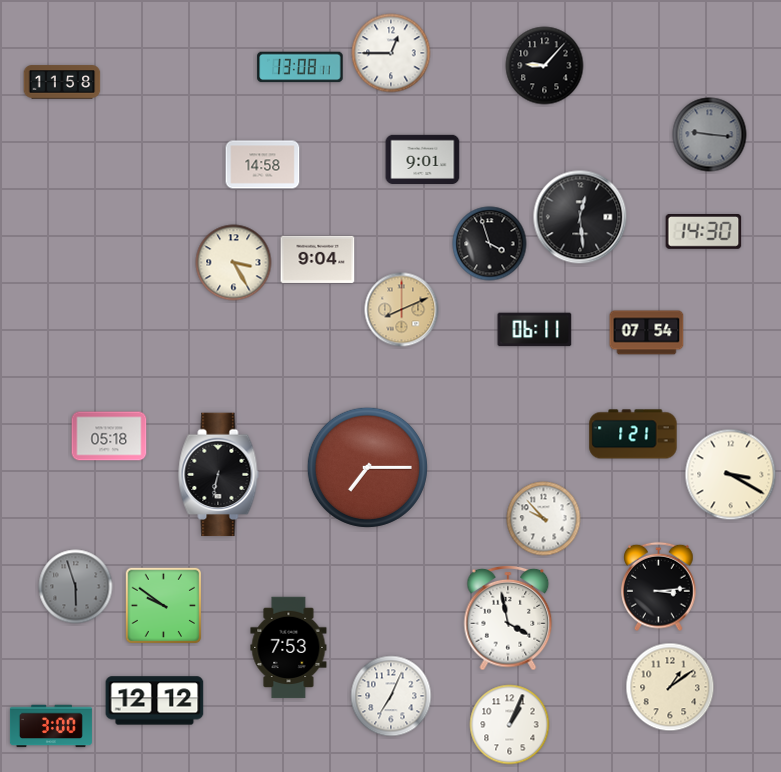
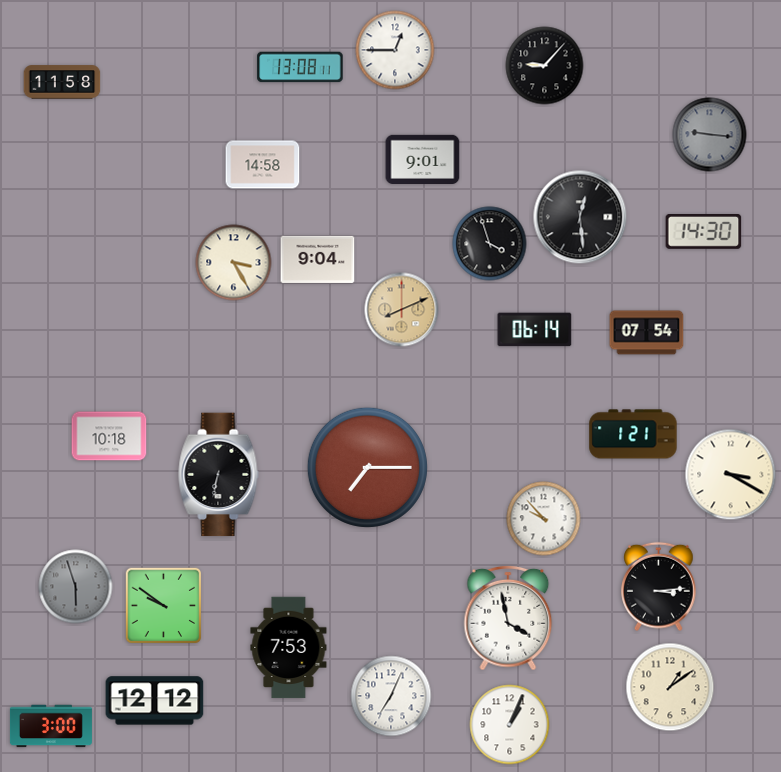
clock at (391, 53) position: (391, 53) -> (395, 50)
clock at (535, 330): 06:11 -> 06:14
clock at (109, 436): 05:18 -> 10:18
